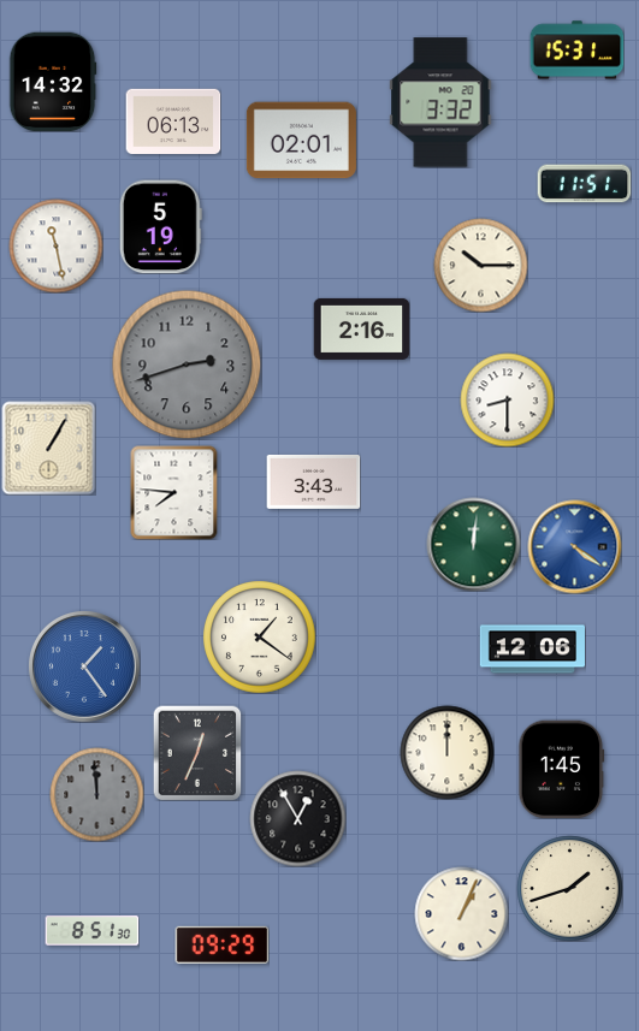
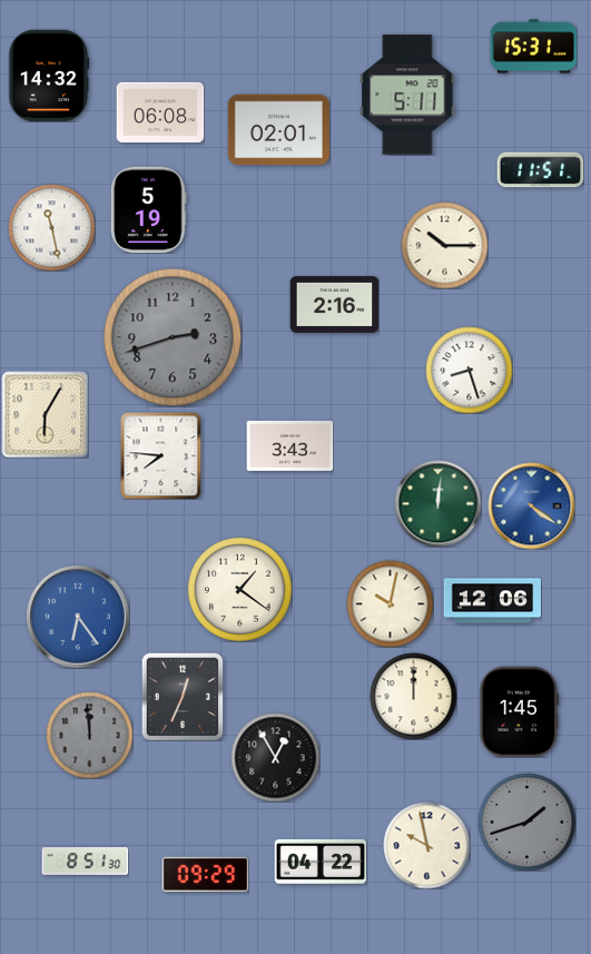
clock at (440, 102): 3:32 -> 5:11
clock at (173, 120): 06:13 -> 06:08
clock at (507, 399): 8:30 -> 8:27
clock at (48, 448): 1:05 -> 6:05
clock at (390, 603): none -> 10:02
clock at (84, 666): 1:24 -> 6:24
clock at (569, 888) dial: cream -> grey
clock at (461, 913): 1:04 -> 9:58
clock at (321, 862): none -> 04:22
